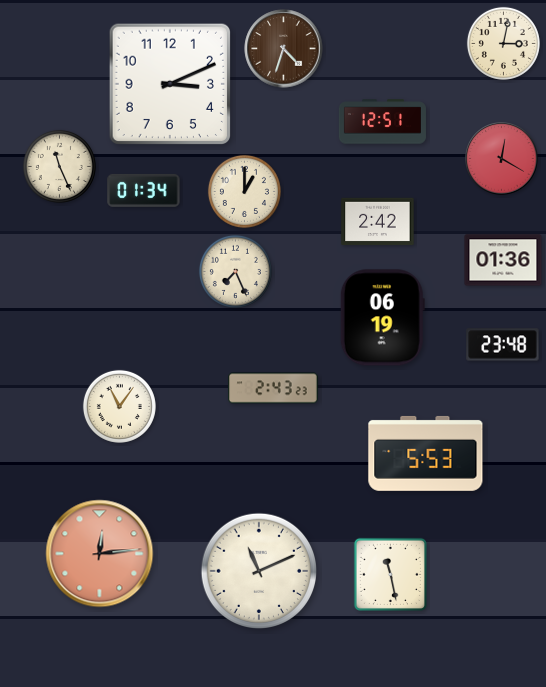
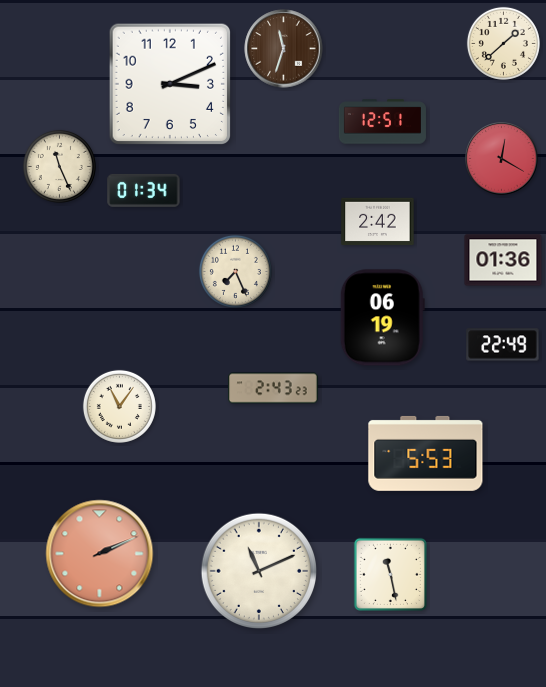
clock at (503, 43): 3:02 -> 1:38
clock at (284, 49): 4:33 -> 11:33
clock at (244, 191): 1:00 -> none
clock at (503, 345): 23:48 -> 22:49
clock at (100, 554): 12:14 -> 2:11
